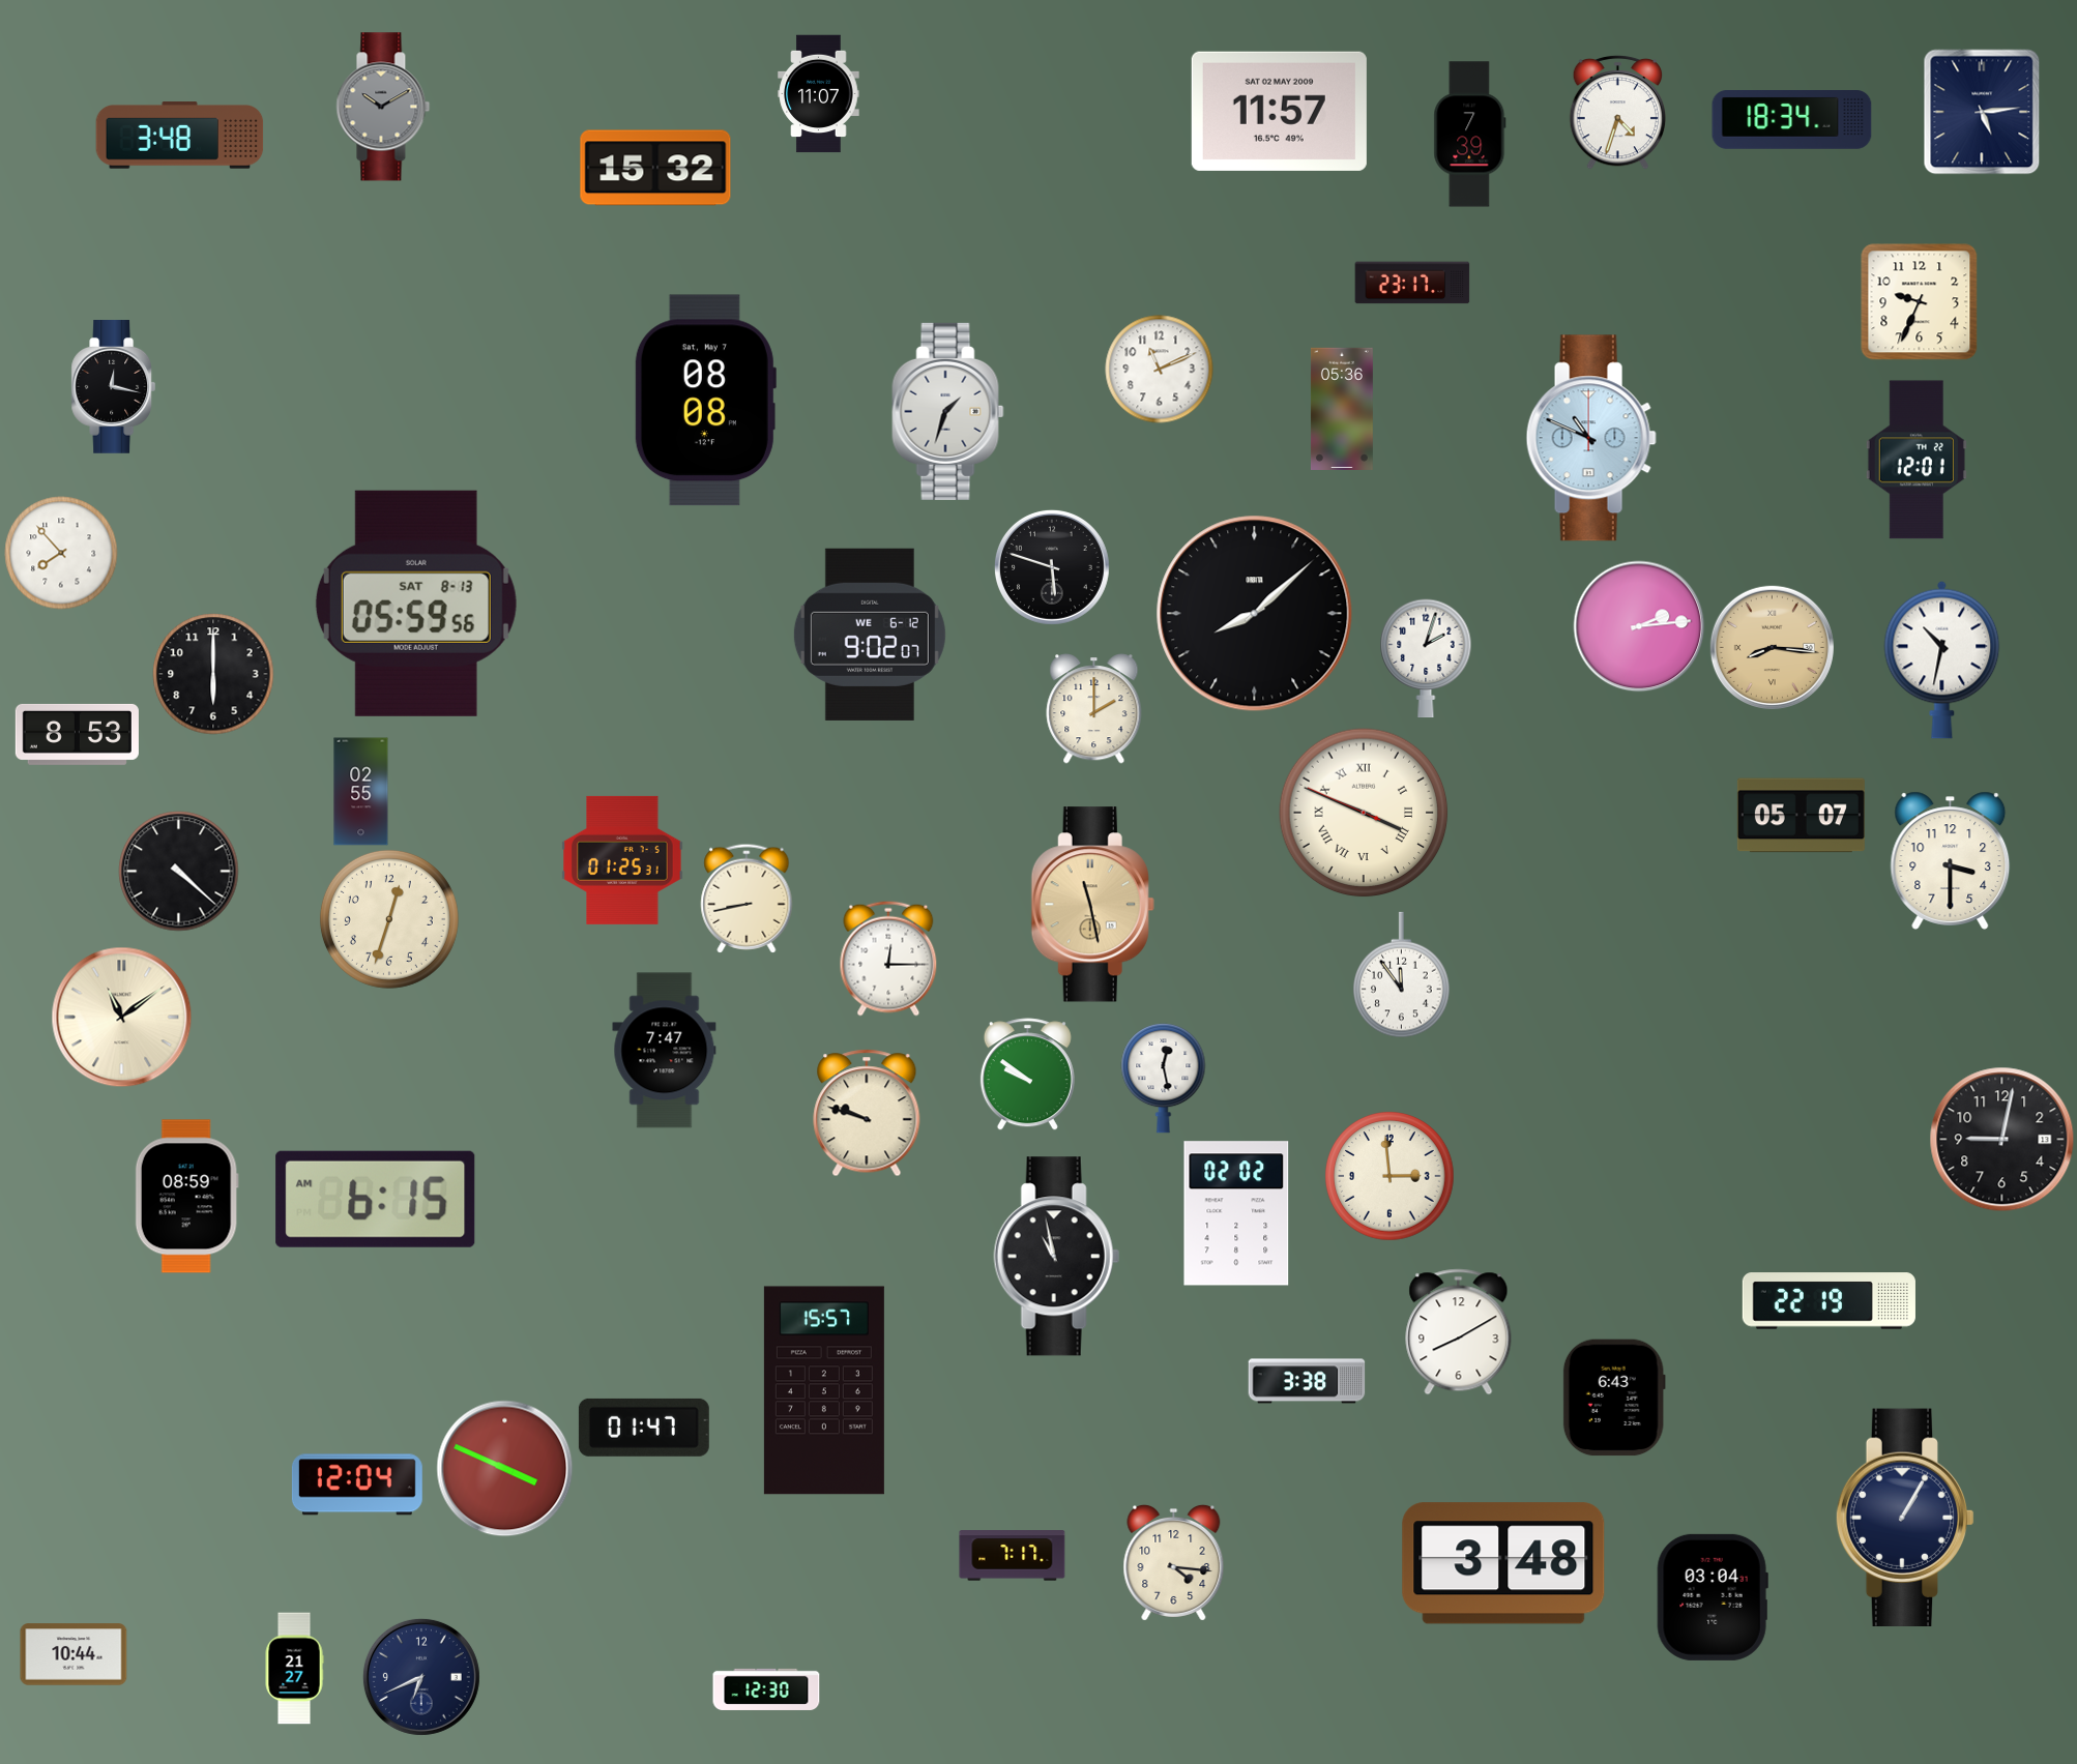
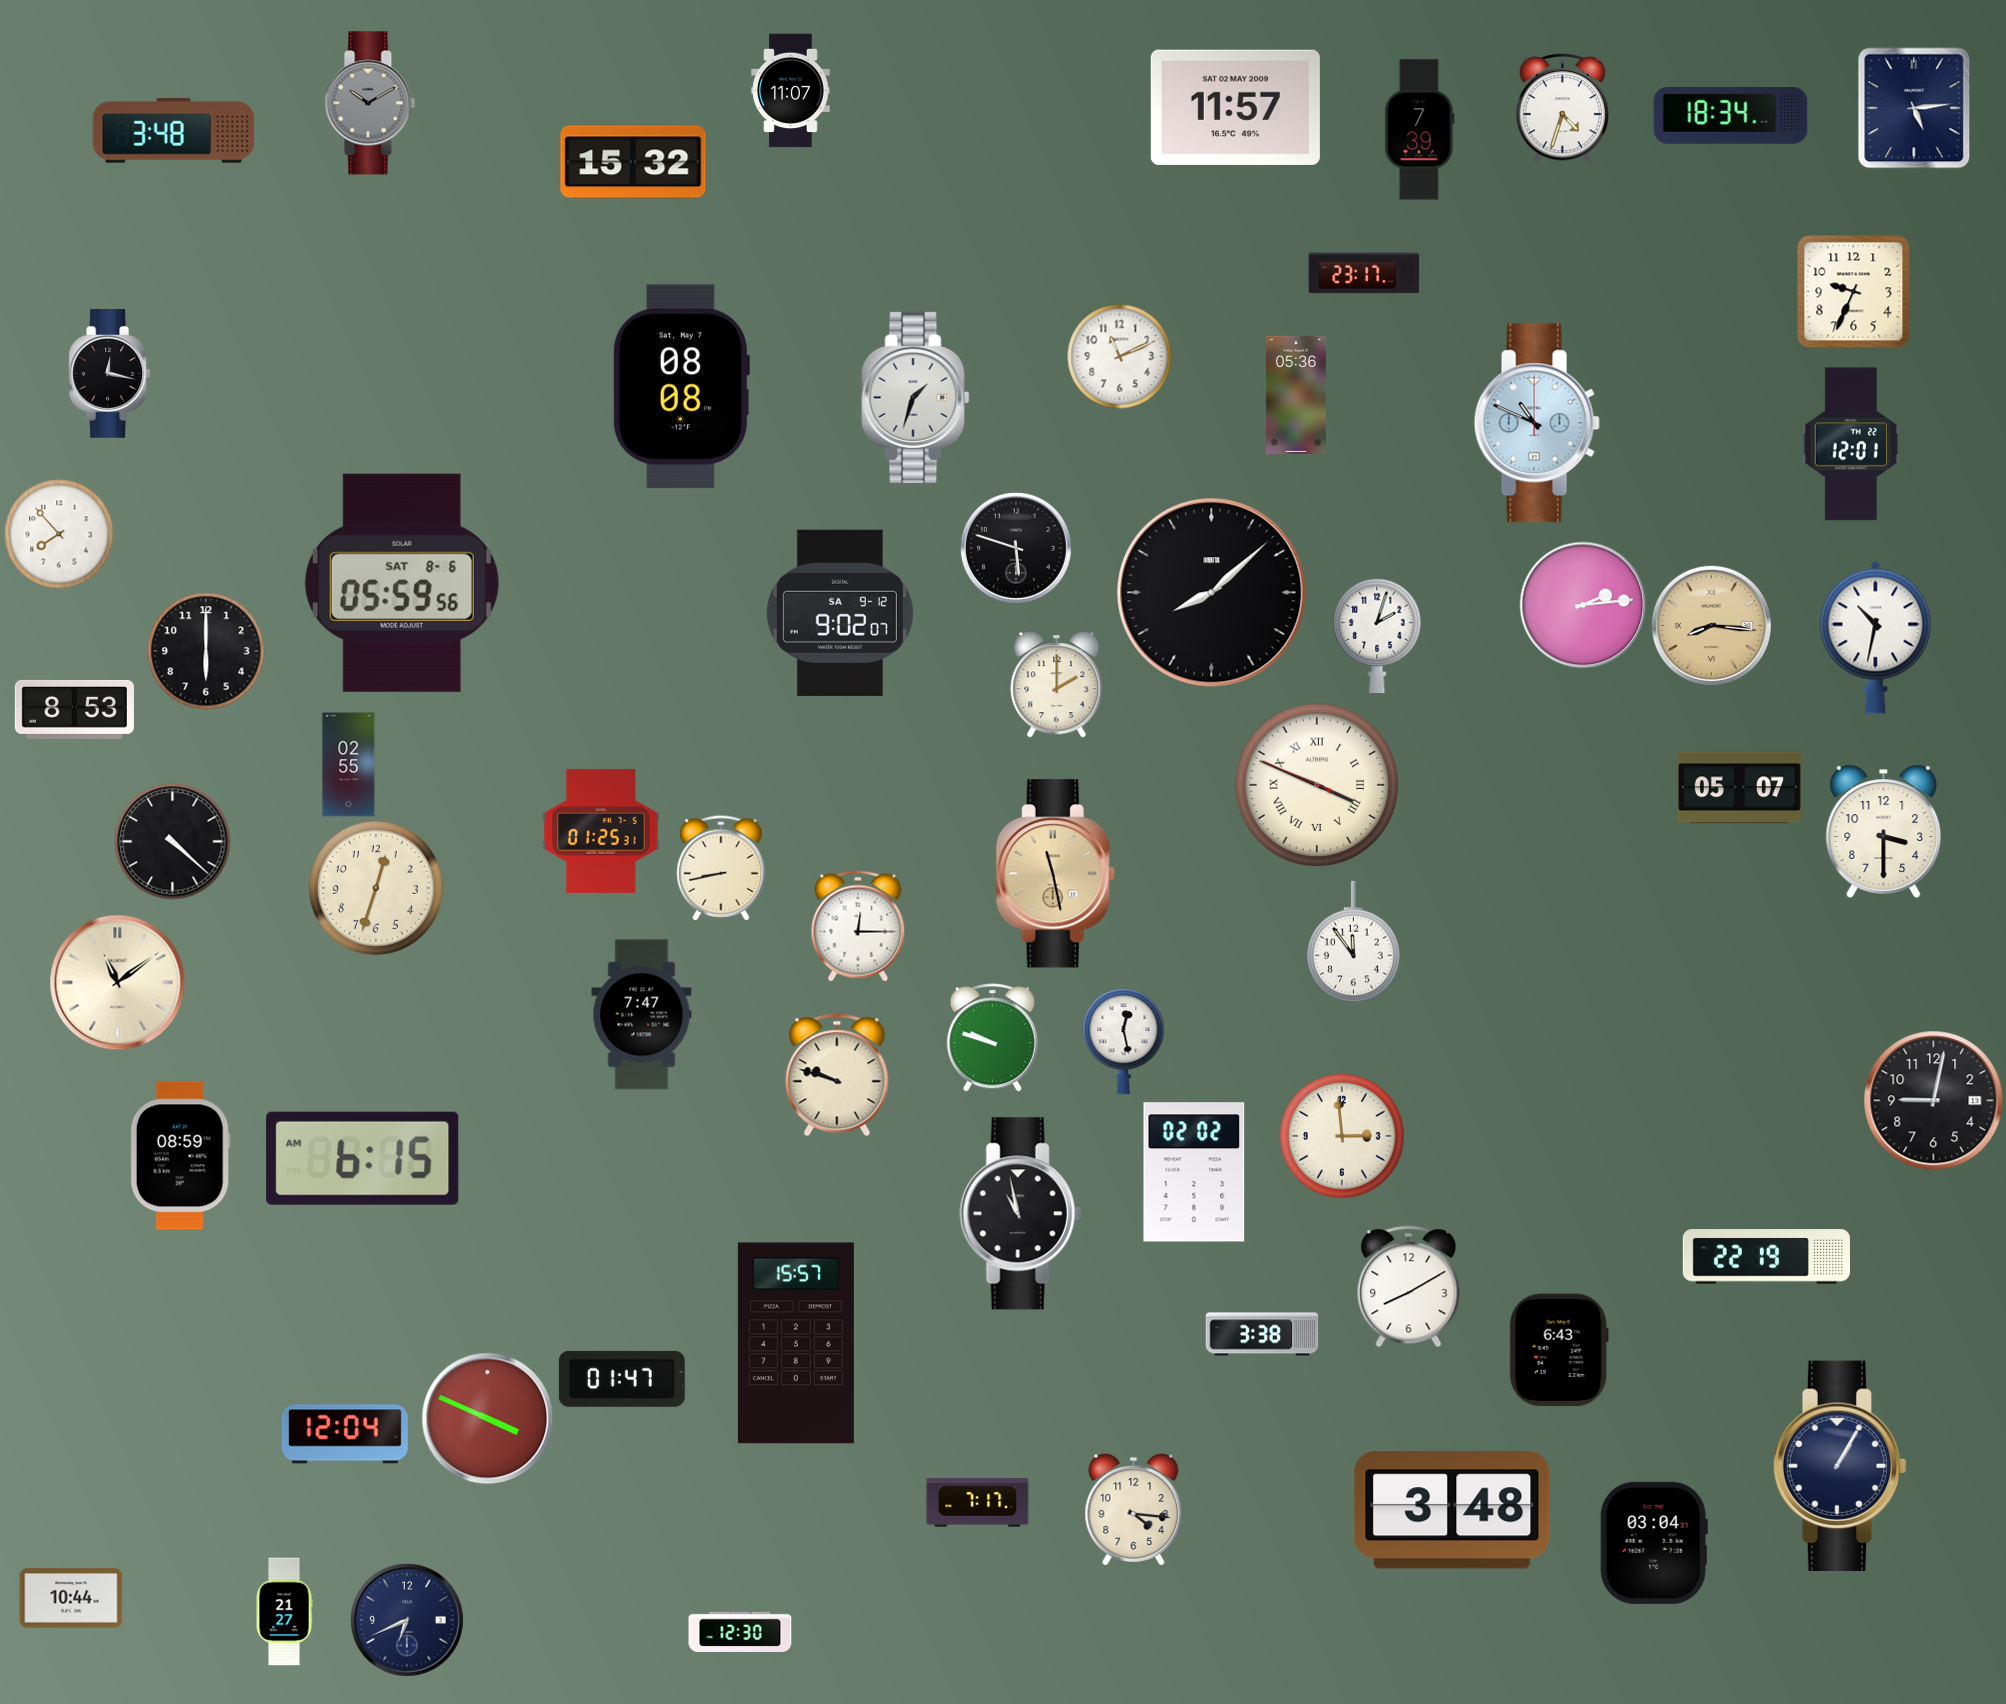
clock at (416, 604) date: SAT 8-13 -> SAT 8-6
clock at (870, 635) date: WE 6-12 -> SA 9-12
clock at (1027, 1075): 9:51 -> 9:48
